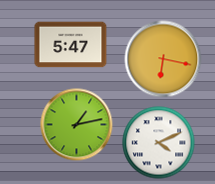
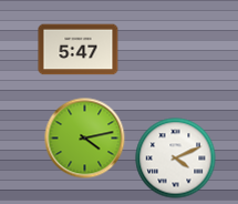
clock at (163, 59): 6:17 -> none
clock at (77, 125): 1:13 -> 4:13
